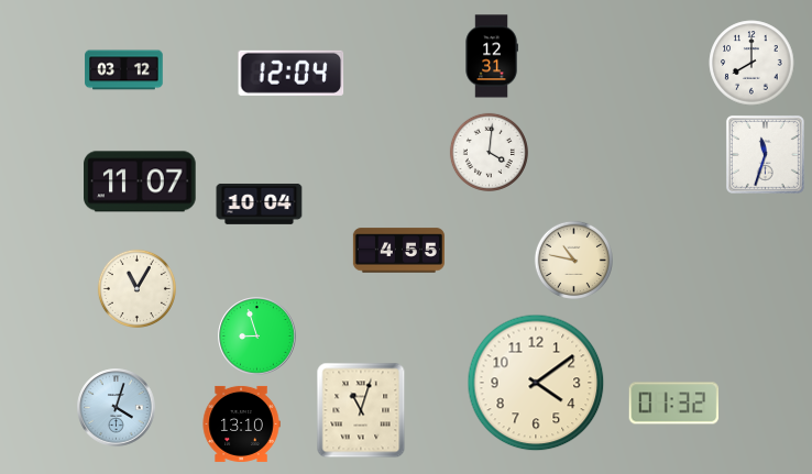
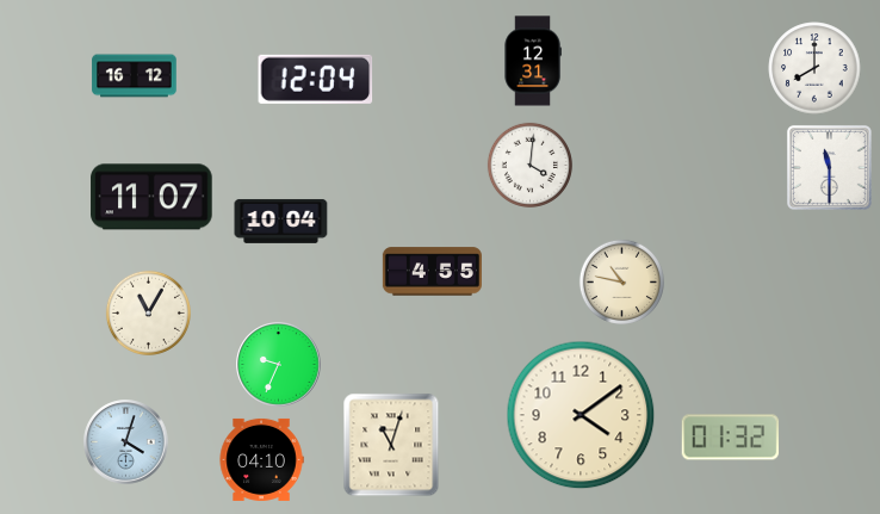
clock at (124, 70): 03:12 -> 16:12
clock at (765, 154): 11:33 -> 11:30
clock at (257, 337): 8:57 -> 9:34
clock at (241, 423): 13:10 -> 04:10
